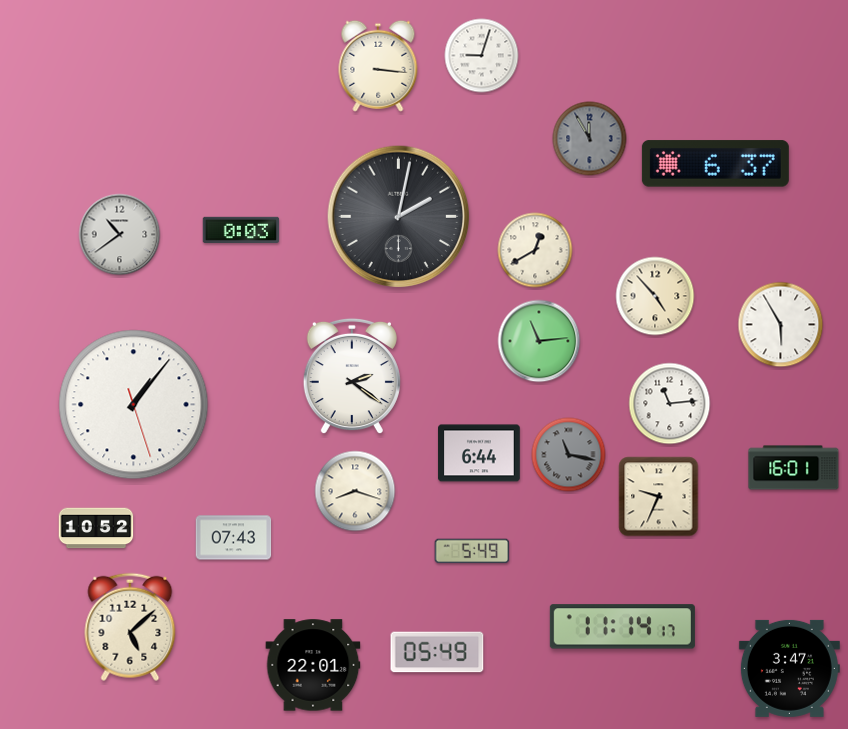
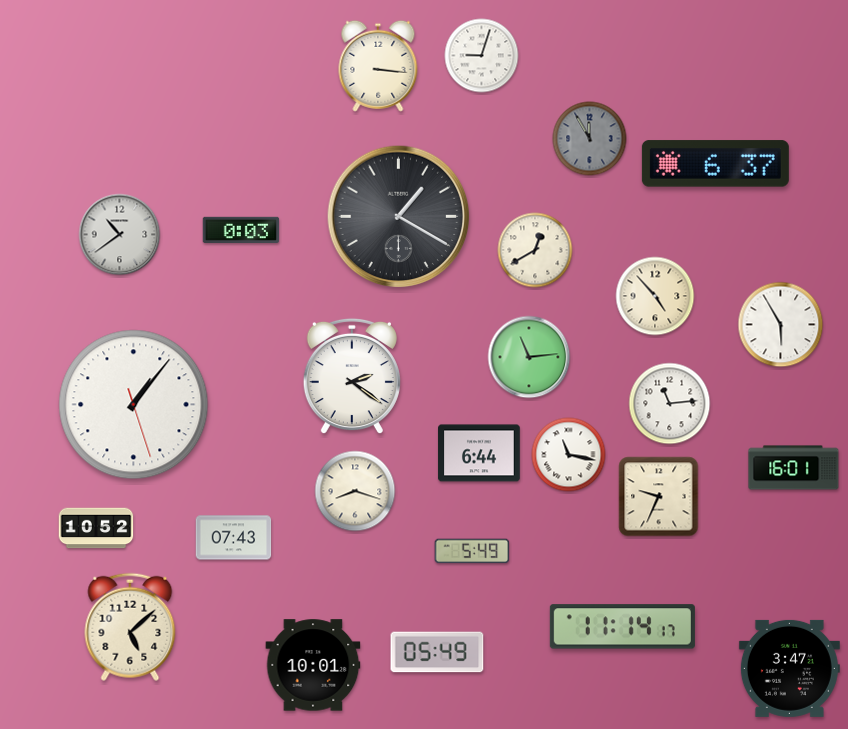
clock at (399, 217): 2:02 -> 1:20
clock at (539, 341) position: (539, 341) -> (529, 357)
clock at (569, 455) dial: grey -> white
clock at (313, 665): 22:01 -> 10:01
